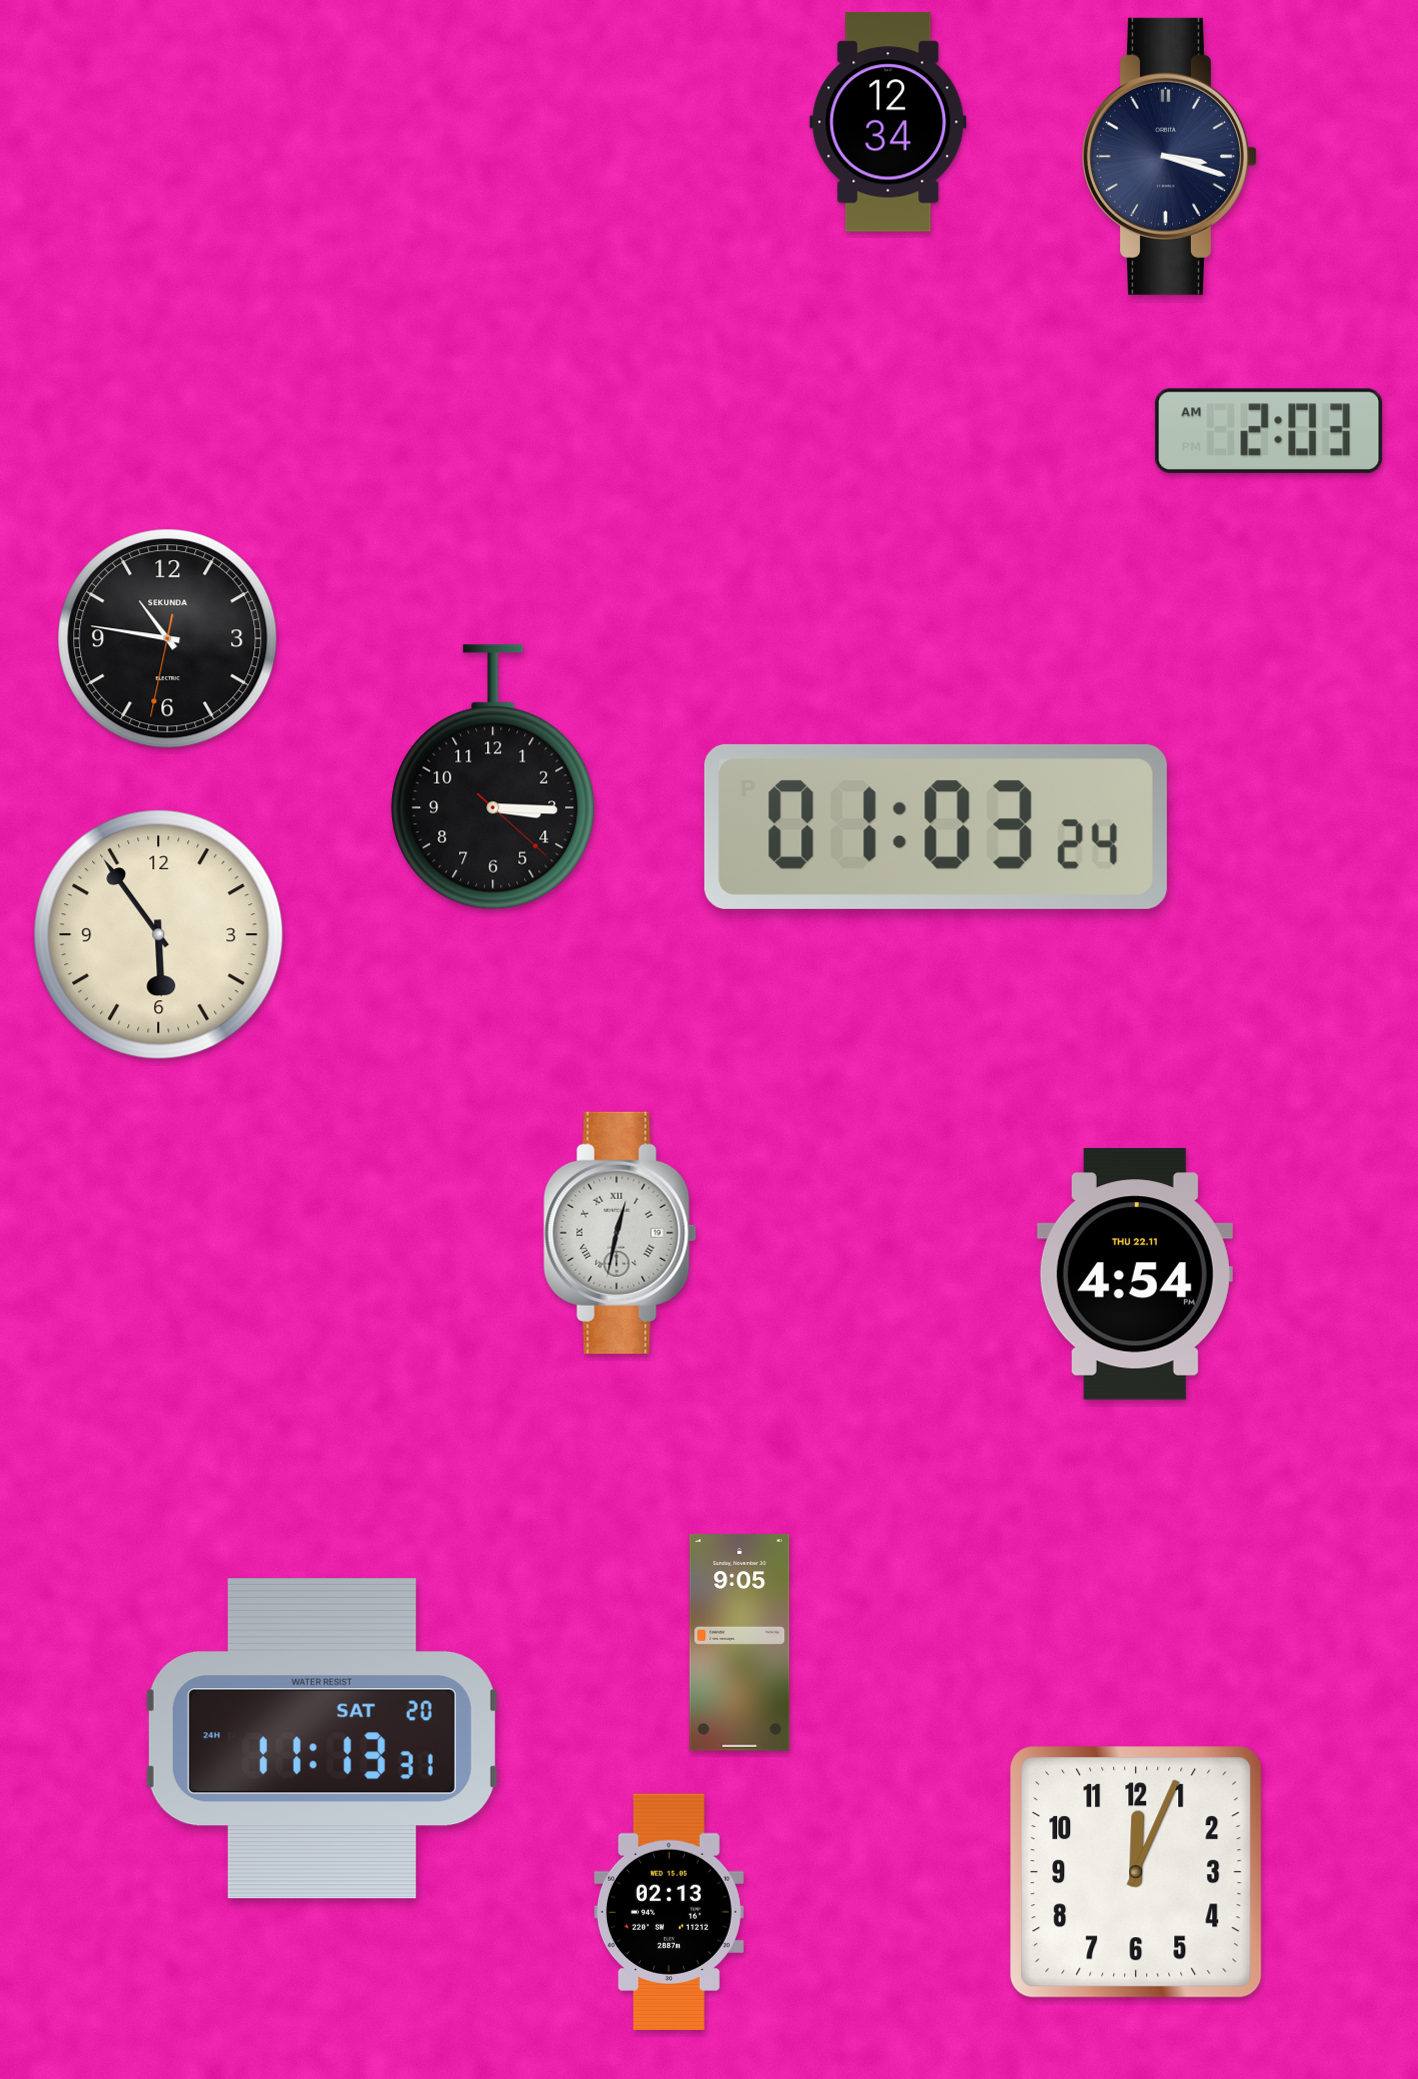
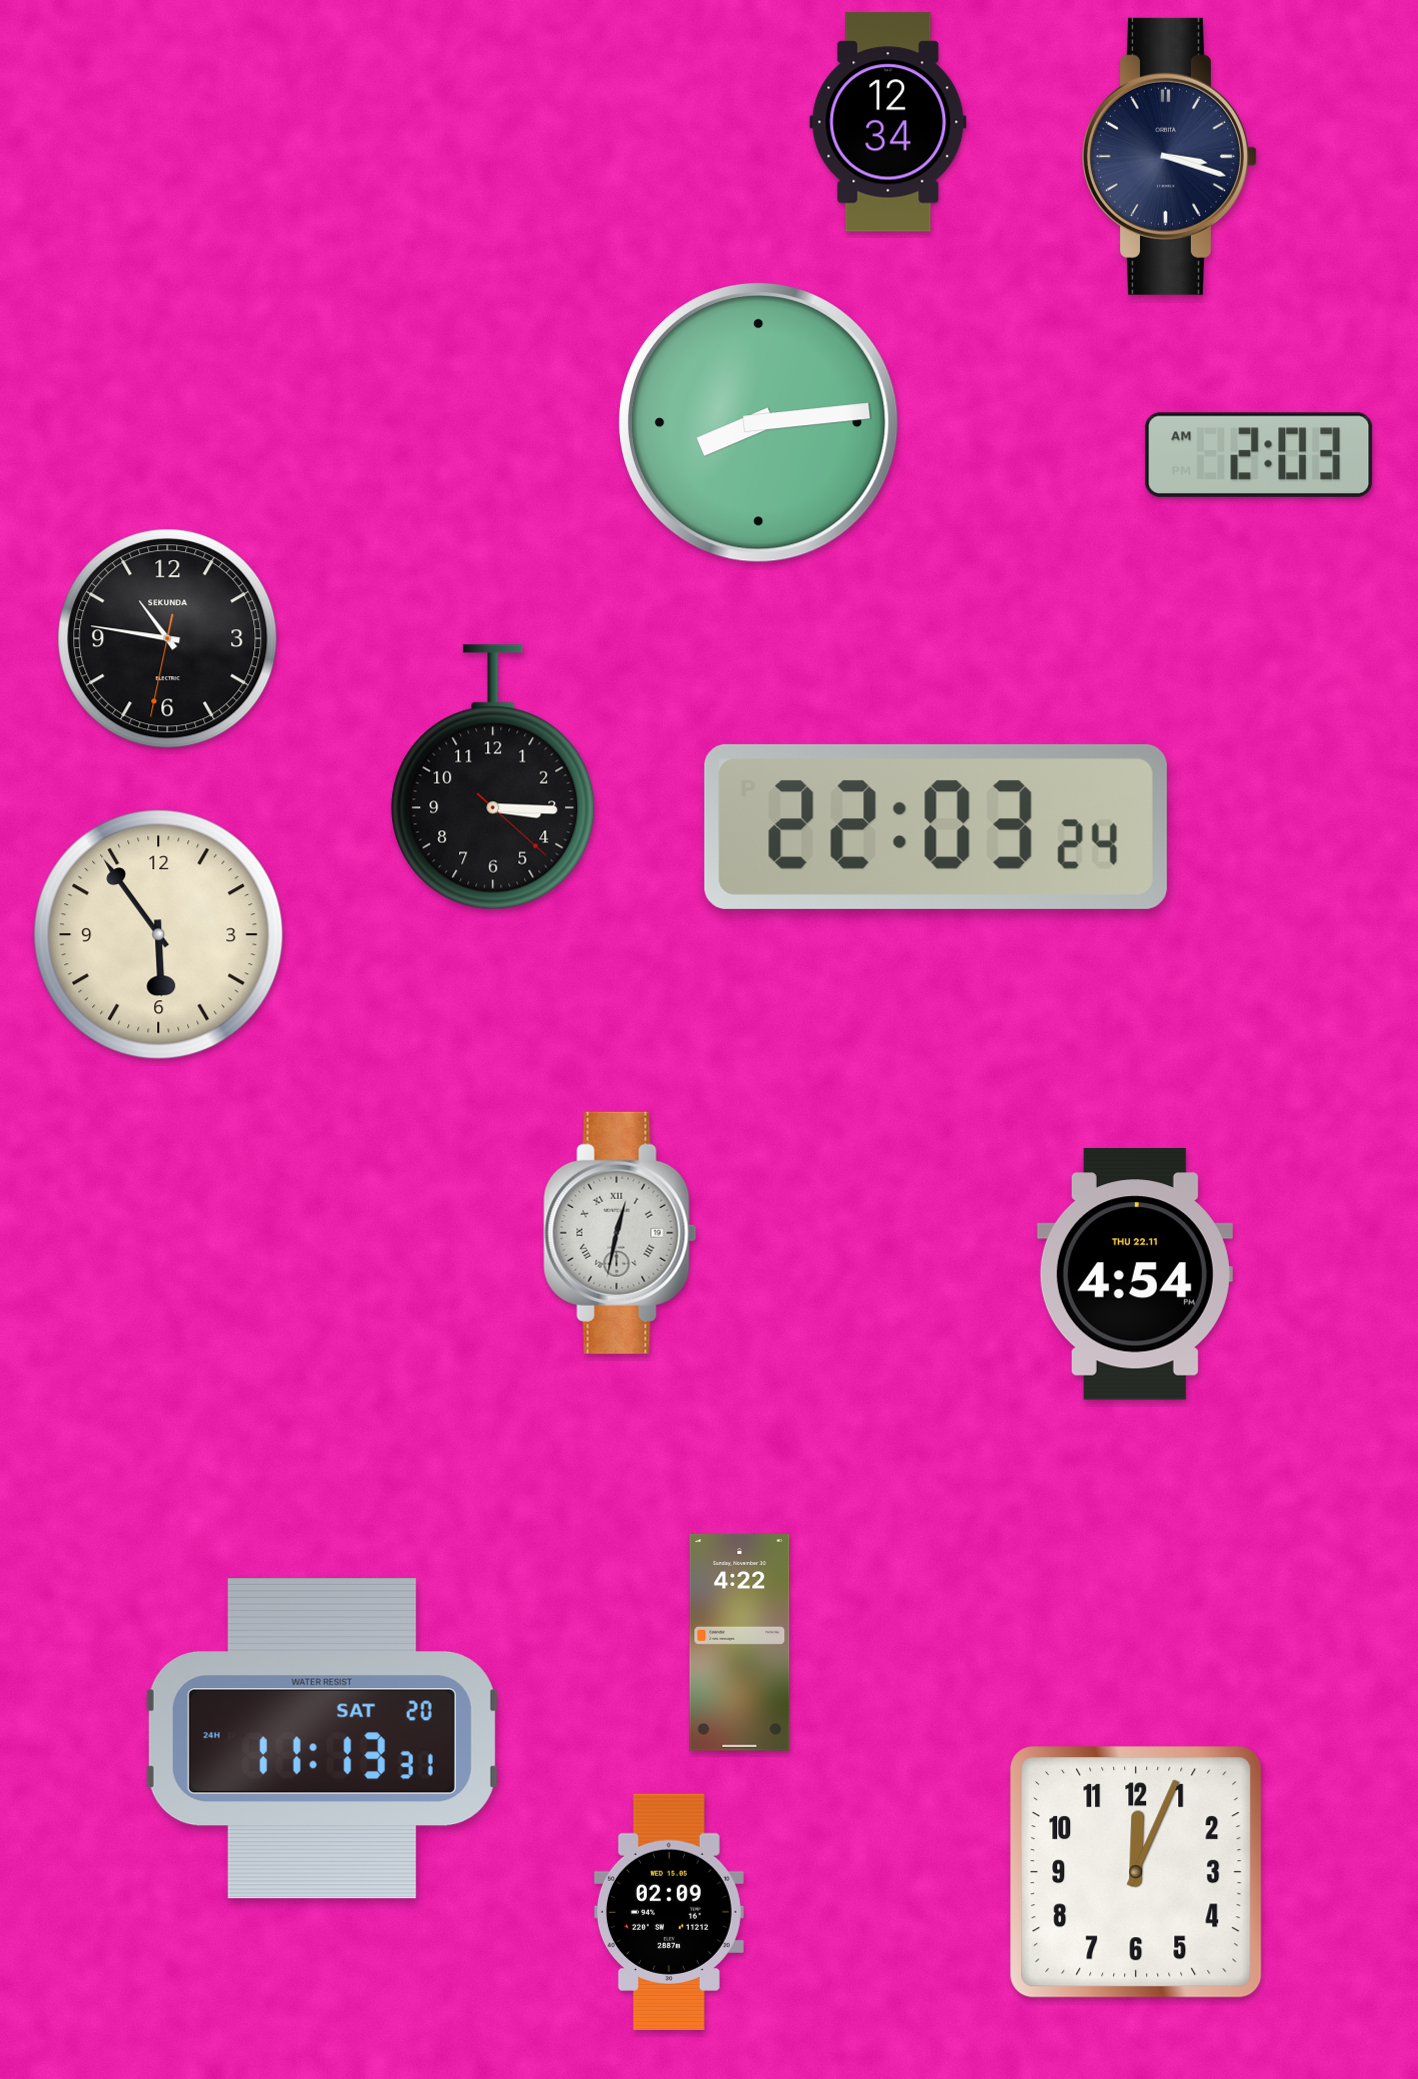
clock at (759, 423): none -> 8:14
clock at (1269, 431) position: (1269, 431) -> (1259, 455)
clock at (936, 827): 01:03 -> 22:03
clock at (740, 1643): 9:05 -> 4:22
clock at (669, 1911): 02:13 -> 02:09
